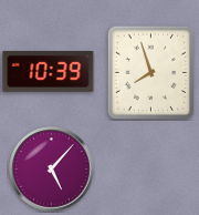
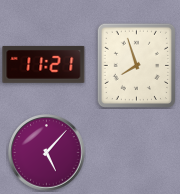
clock at (49, 71): 10:39 -> 11:21
